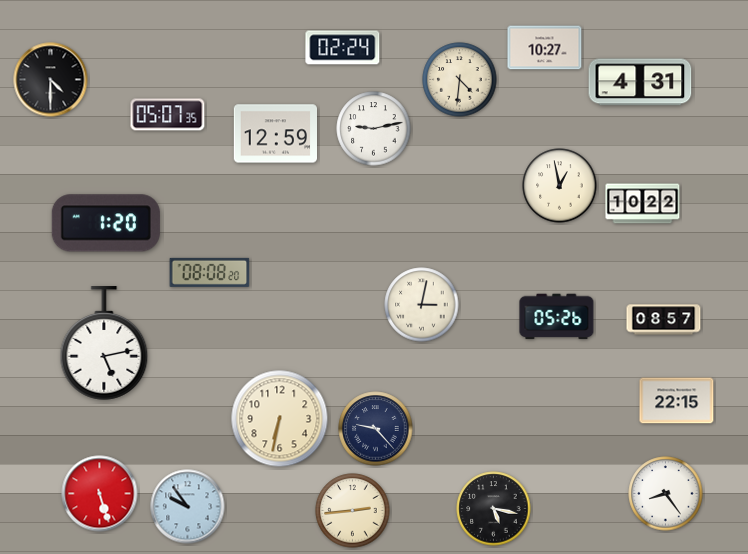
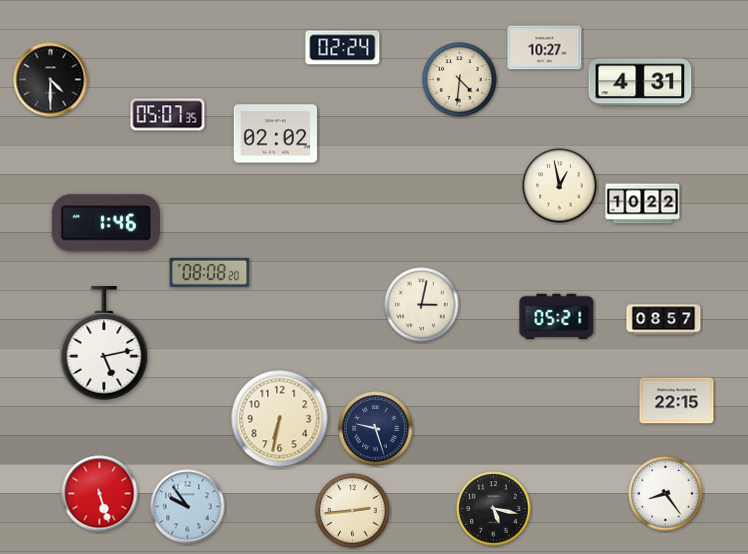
clock at (374, 129): 9:13 -> none
clock at (275, 134): 12:59 -> 02:02
clock at (106, 223): 1:20 -> 1:46
clock at (557, 317): 05:26 -> 05:21
clock at (376, 429): 9:23 -> 9:27
